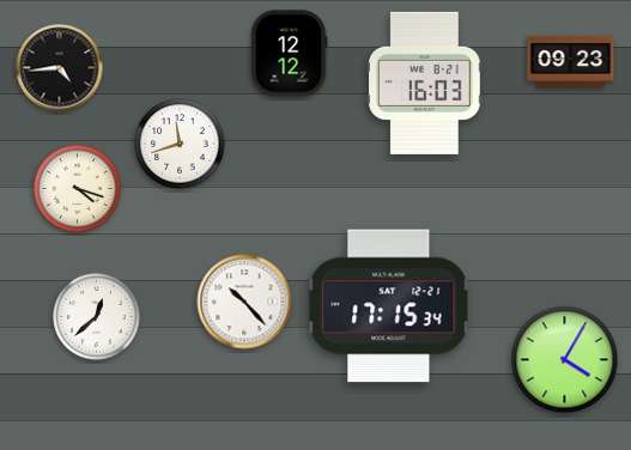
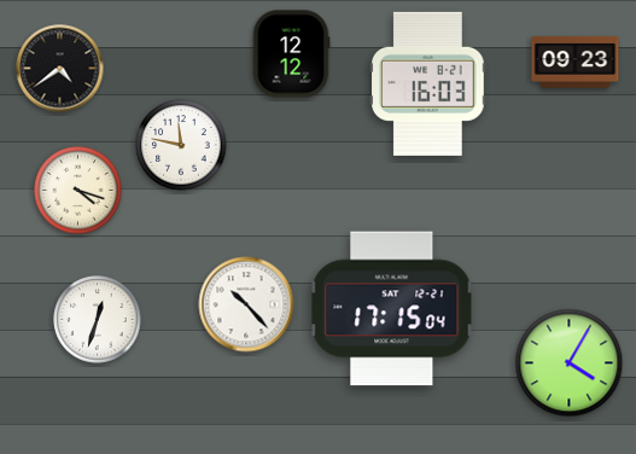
clock at (60, 68): 4:44 -> 4:39
clock at (180, 144): 11:42 -> 11:47
clock at (389, 306): 17:15:34 -> 17:15:04
clock at (97, 317): 12:38 -> 12:33
